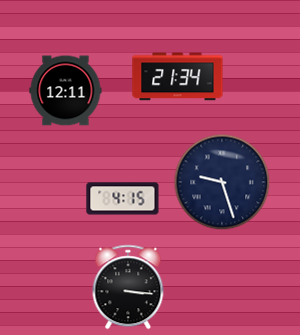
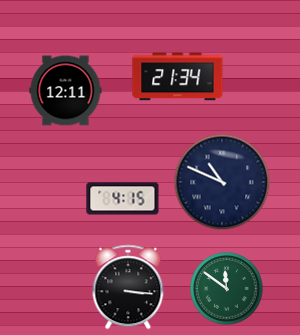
clock at (222, 182): 9:27 -> 10:49
clock at (227, 289): none -> 11:51
